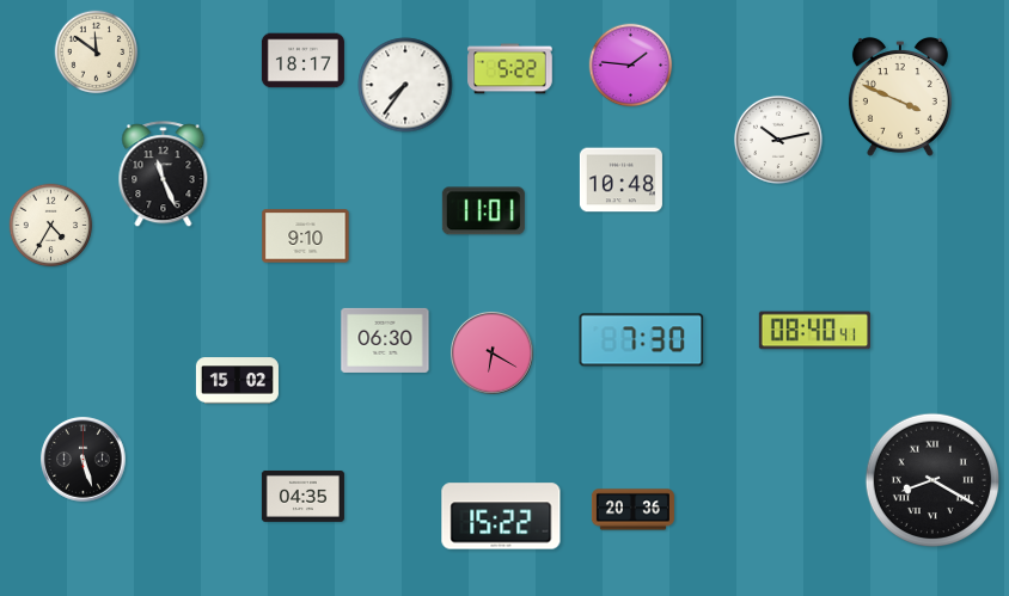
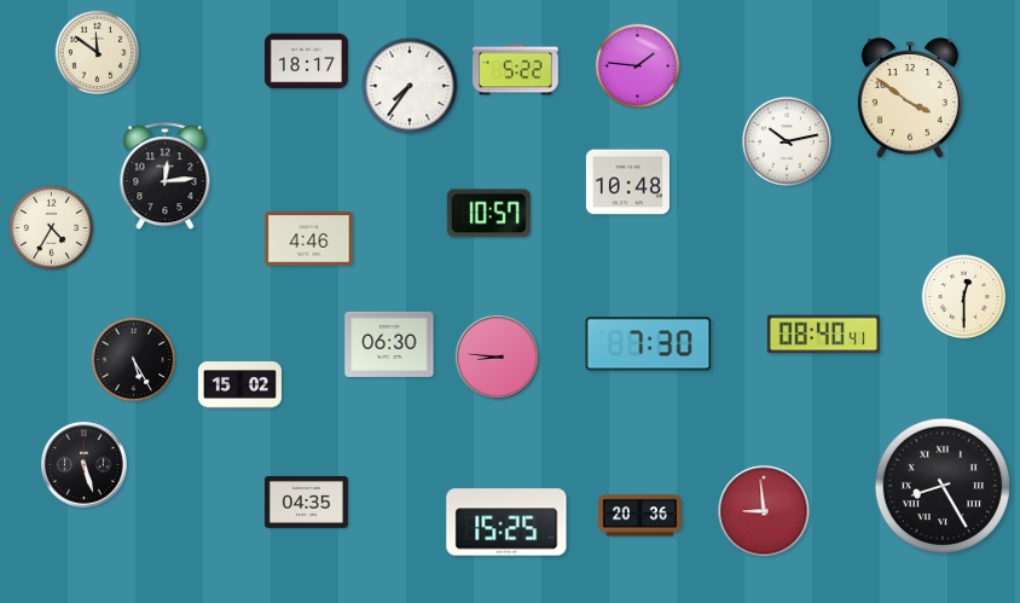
clock at (900, 97): 3:49 -> 3:51
clock at (164, 174): 11:26 -> 12:14
clock at (483, 211): 11:01 -> 10:57
clock at (306, 236): 9:10 -> 4:46
clock at (964, 297): none -> 12:30
clock at (493, 354): 6:20 -> 8:46
clock at (134, 360): none -> 5:25
clock at (931, 479): 8:20 -> 8:25
clock at (764, 511): none -> 8:59
clock at (501, 516): 15:22 -> 15:25
